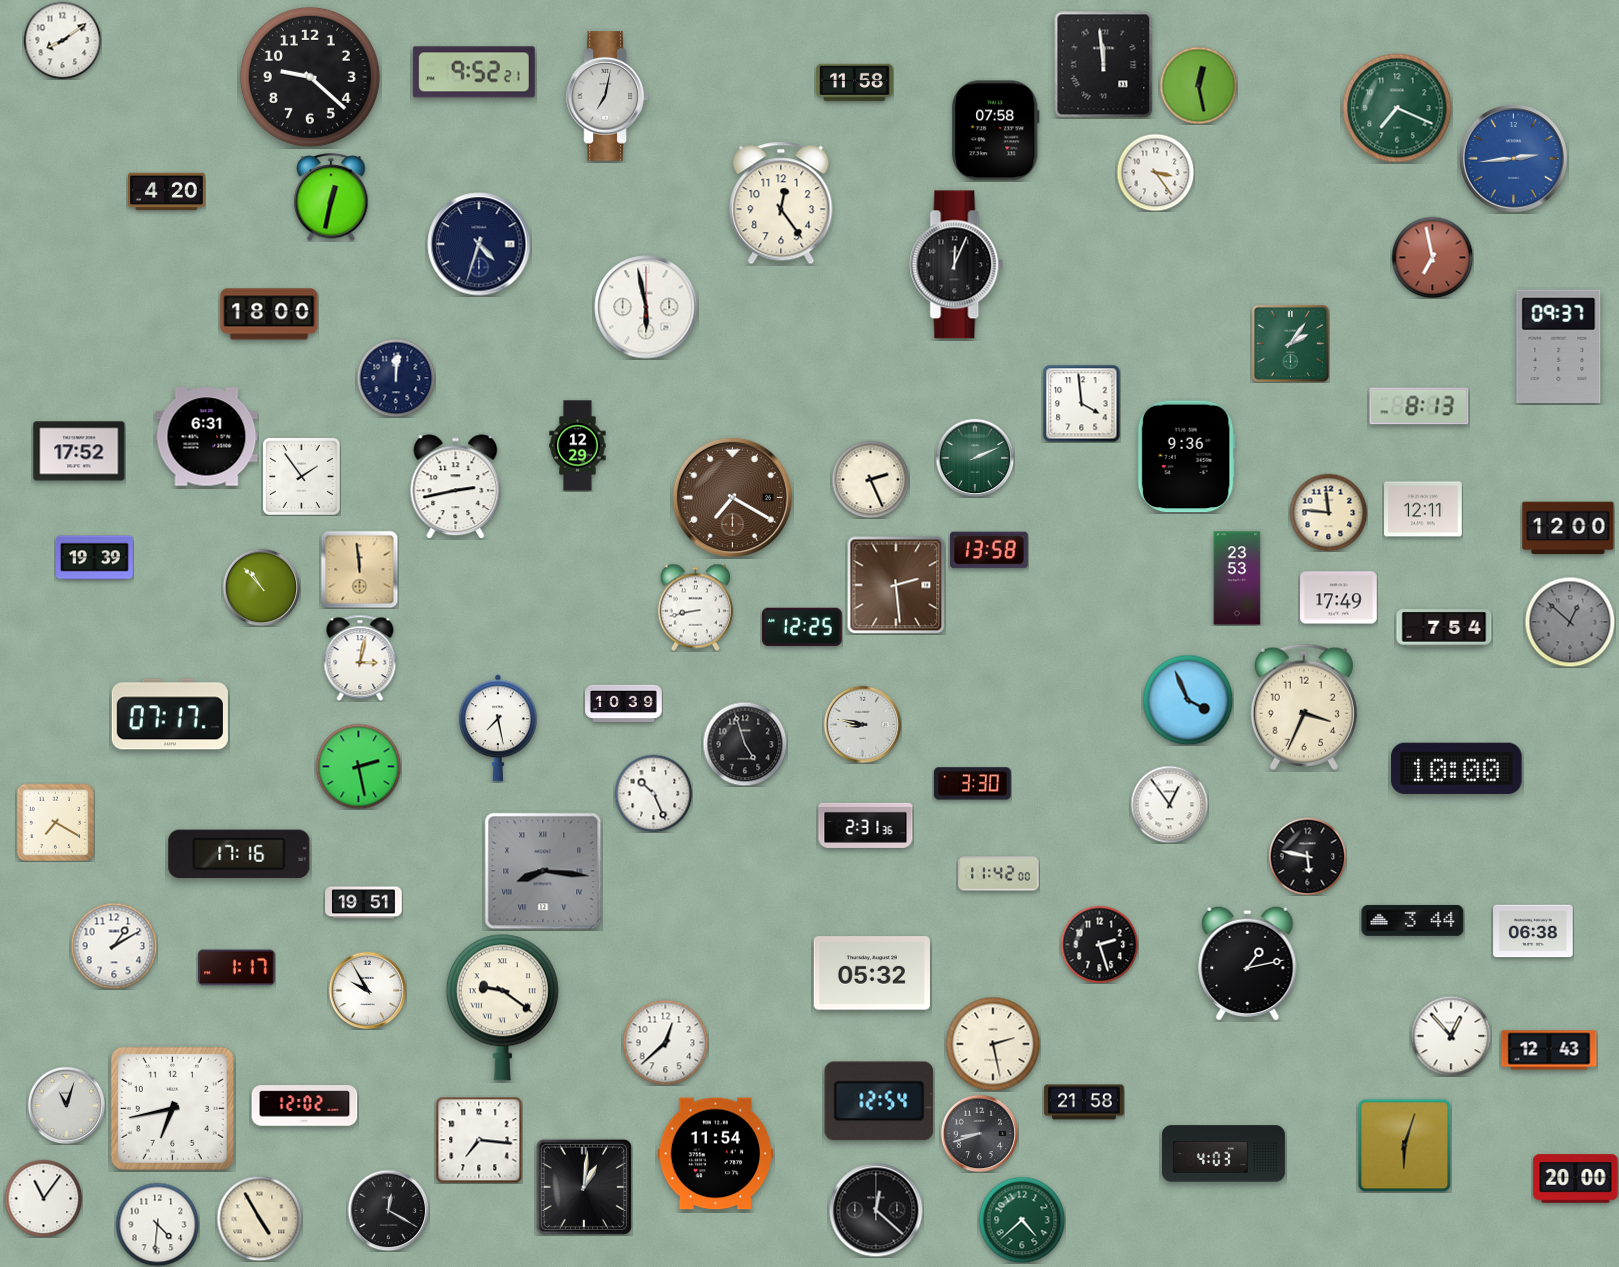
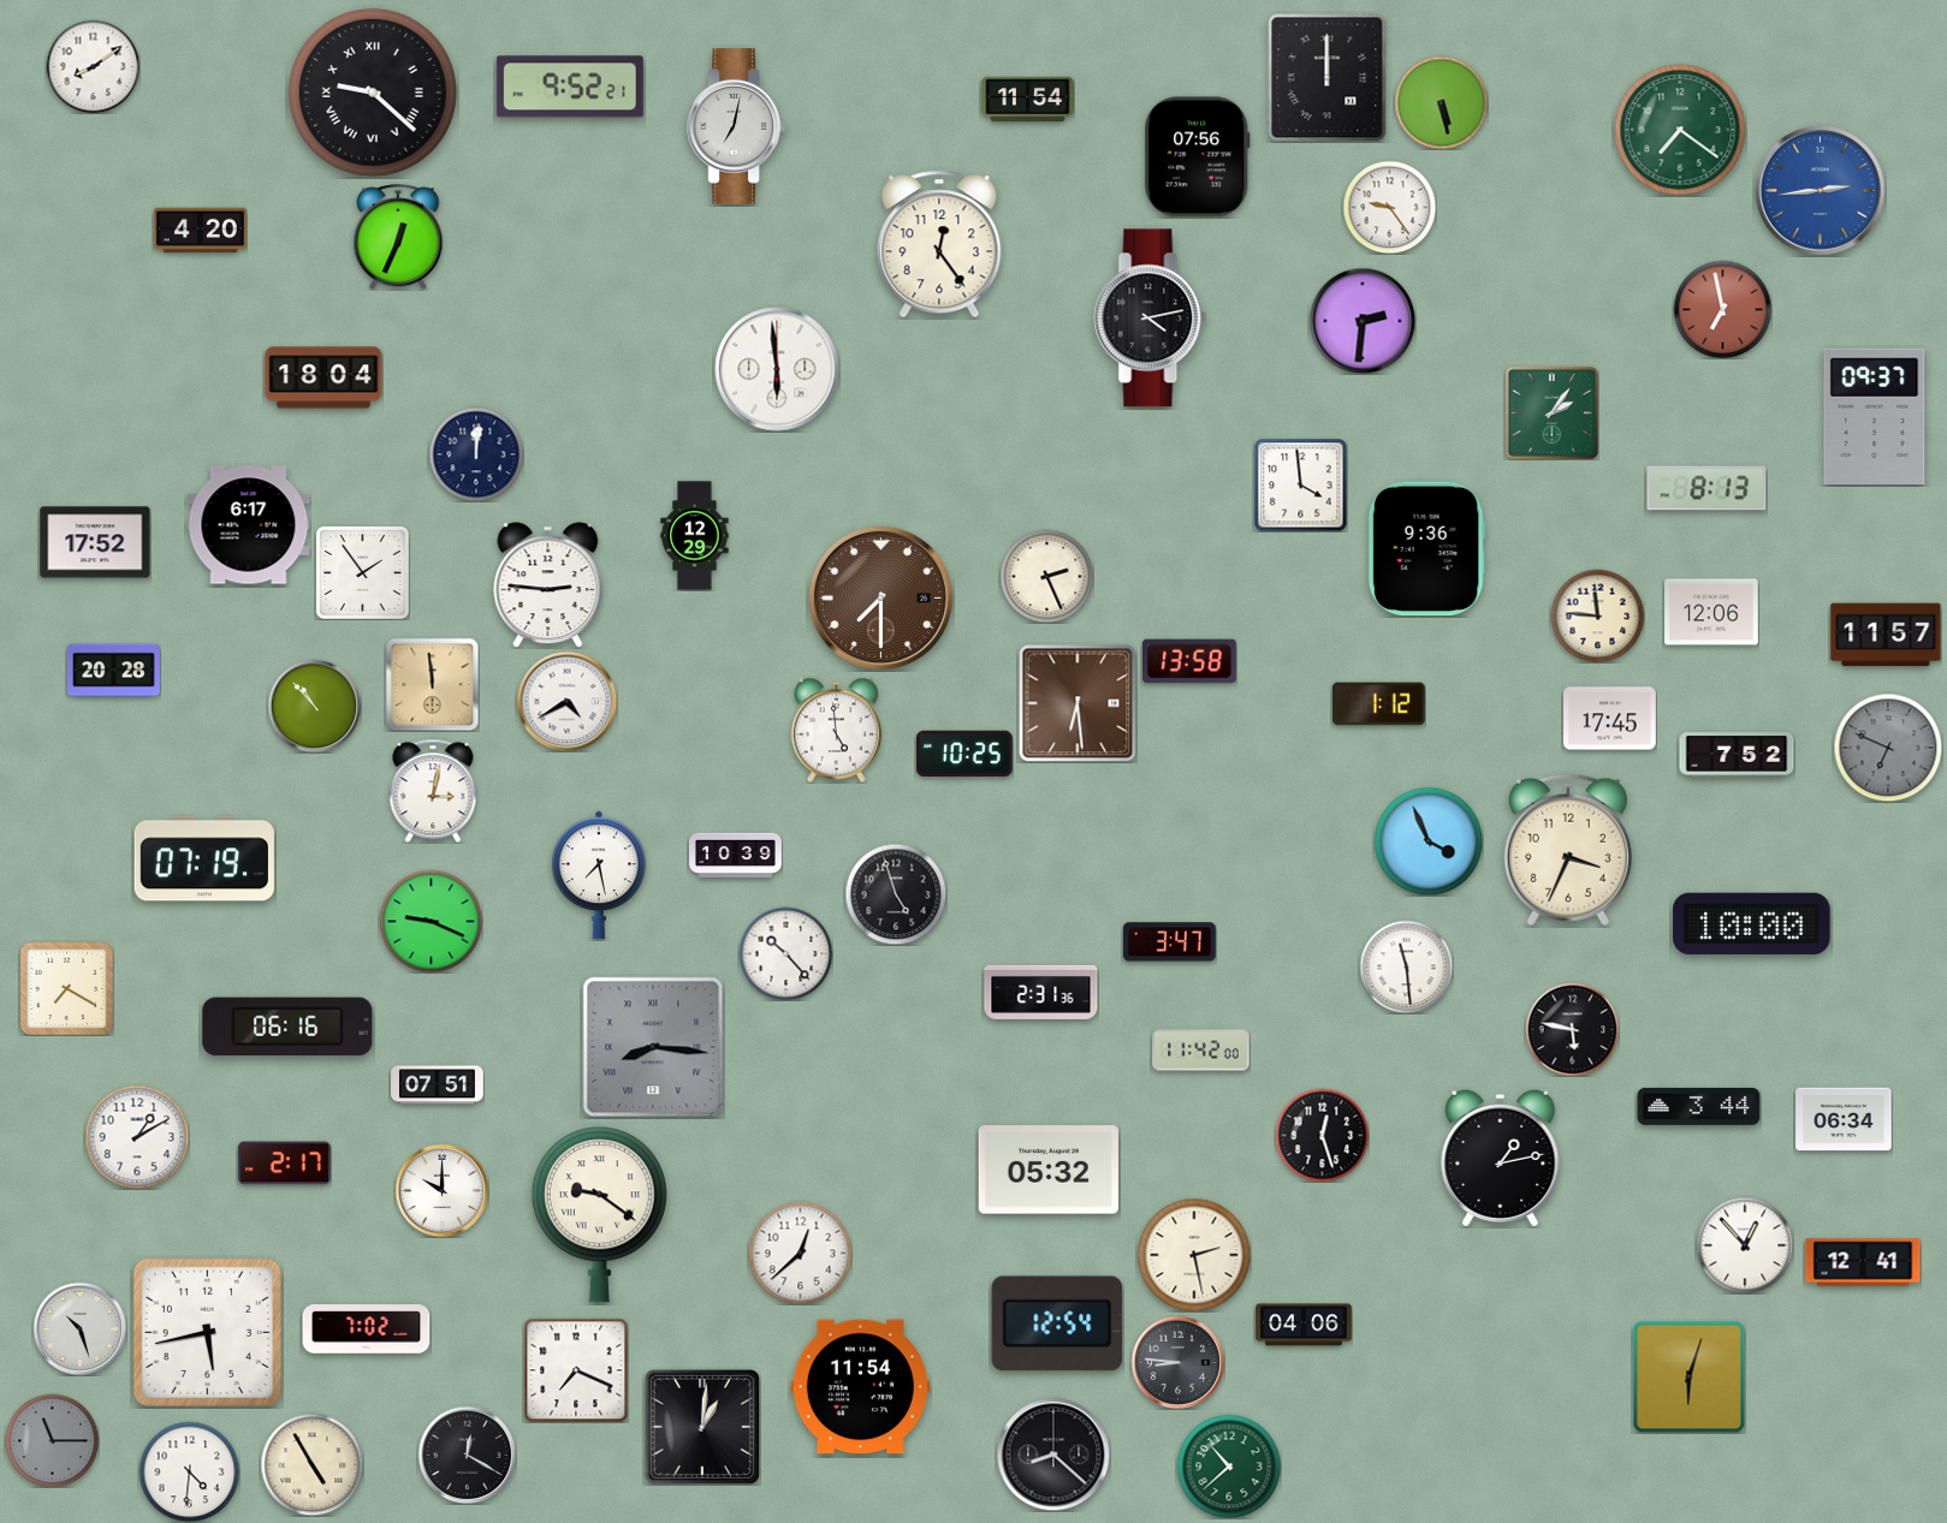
clock at (62, 40) position: (62, 40) -> (93, 66)
clock at (1104, 65): 11:59 -> 12:00
clock at (310, 77) numerals: Arabic -> Roman
clock at (855, 83): 11:58 -> 11:54
clock at (1198, 85): 12:28 -> 5:28
clock at (607, 96) position: (607, 96) -> (736, 126)
clock at (1397, 108): 7:19 -> 7:21
clock at (996, 131): 07:58 -> 07:56
clock at (1155, 172): 3:24 -> 9:24
clock at (331, 197): 12:32 -> 12:34
clock at (479, 244): 4:33 -> none
clock at (957, 265): 12:04 -> 4:13
clock at (1363, 321): none -> 2:31
clock at (646, 307): 5:58 -> 5:59
clock at (269, 314): 18:00 -> 18:04
clock at (207, 437): 6:31 -> 6:17
clock at (975, 458): 2:11 -> none
clock at (456, 487): 2:43 -> 2:46
clock at (732, 497): 7:20 -> 7:30
clock at (1423, 509): 12:11 -> 12:06
clock at (1568, 528): 12:00 -> 11:57
clock at (95, 558): 19:39 -> 20:28
clock at (1237, 578): 23:53 -> none
clock at (566, 701): none -> 4:40
clock at (896, 585): 2:29 -> 6:29
clock at (1378, 704): none -> 1:12
clock at (1339, 598): 17:49 -> 17:45
clock at (695, 607): 8:43 -> 4:59
clock at (1570, 622): 12:52 -> 6:49
clock at (803, 626): 12:25 -> 10:25
clock at (1444, 629): 7:54 -> 7:52
clock at (624, 704) position: (624, 704) -> (736, 856)
clock at (170, 714): 07:17 -> 07:19
clock at (862, 724): 8:47 -> none
clock at (358, 766): 2:28 -> 9:19
clock at (972, 784): 3:30 -> 3:47
clock at (653, 793): 10:26 -> 10:23
clock at (1169, 804): 12:54 -> 11:29
clock at (239, 854): 17:16 -> 06:16
clock at (364, 903): 19:51 -> 07:51
clock at (1533, 931): 06:38 -> 06:34
clock at (1099, 944): 2:27 -> 12:27
clock at (237, 968): 1:17 -> 2:17
clock at (367, 990): 9:55 -> 10:00
clock at (502, 1008) position: (502, 1008) -> (599, 1215)
clock at (1549, 1050): 12:43 -> 12:41
clock at (1084, 1102): 21:58 -> 04:06
clock at (66, 1105): 11:03 -> 10:27
clock at (305, 1106): 12:02 -> 7:02
clock at (172, 1108): 6:43 -> 5:43
clock at (979, 1133): 8:42 -> 8:46
clock at (479, 1140): 7:16 -> 7:19
clock at (1223, 1154): 4:03 -> none
clock at (1576, 1179): 20:00 -> none
clock at (43, 1198): 11:06 -> 11:15
clock at (43, 1198) dial: white -> grey
clock at (876, 1210): 12:22 -> 8:22
clock at (1022, 1220): 4:38 -> 10:38
